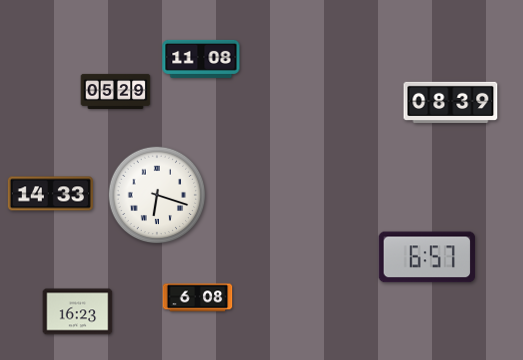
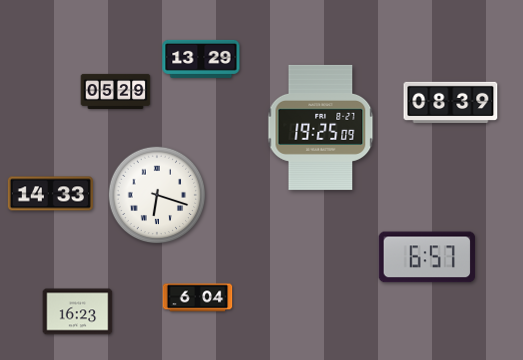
clock at (201, 59): 11:08 -> 13:29
clock at (321, 127): none -> 19:25
clock at (198, 298): 6:08 -> 6:04
